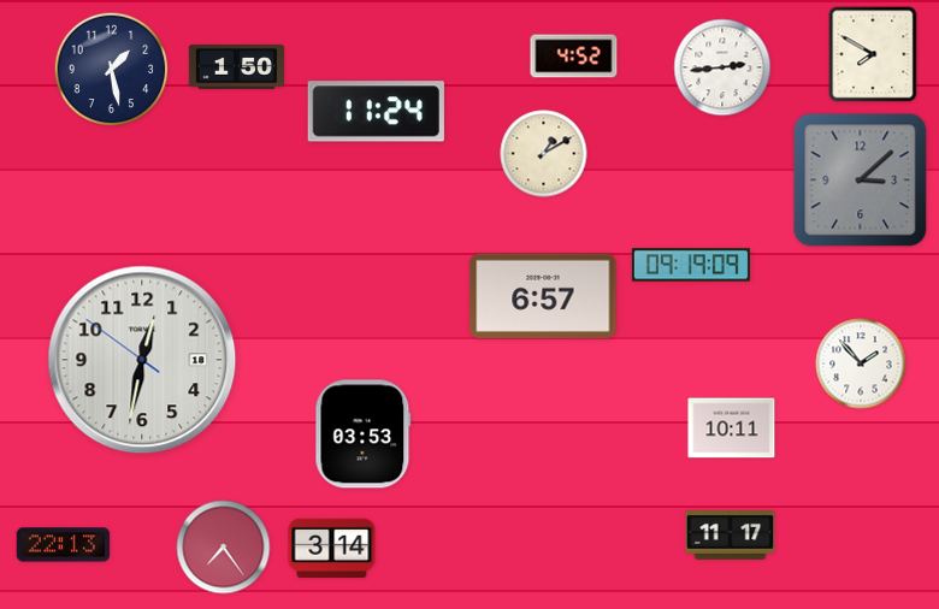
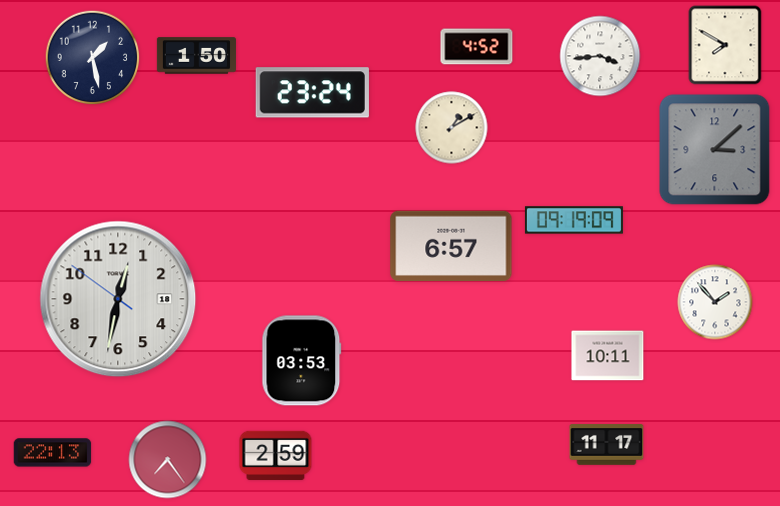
clock at (722, 67): 2:44 -> 3:44
clock at (376, 112): 11:24 -> 23:24
clock at (224, 548) position: (224, 548) -> (168, 460)
clock at (332, 548): 3:14 -> 2:59
